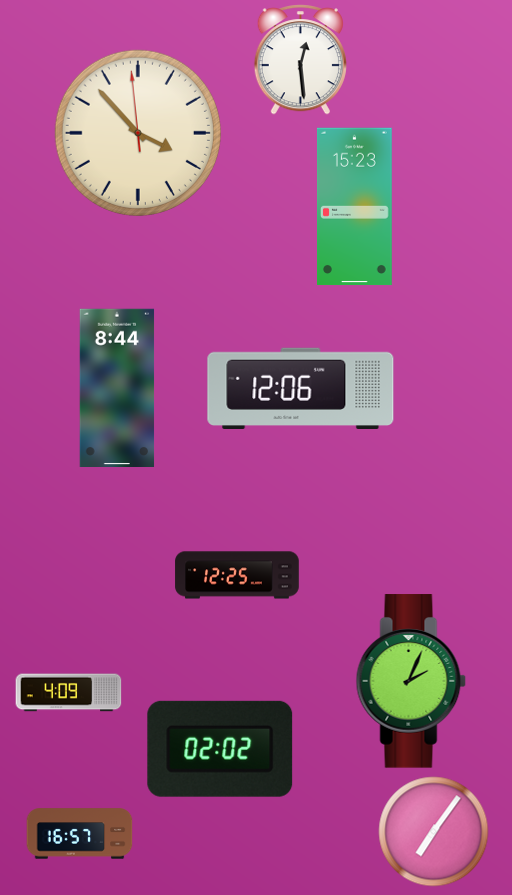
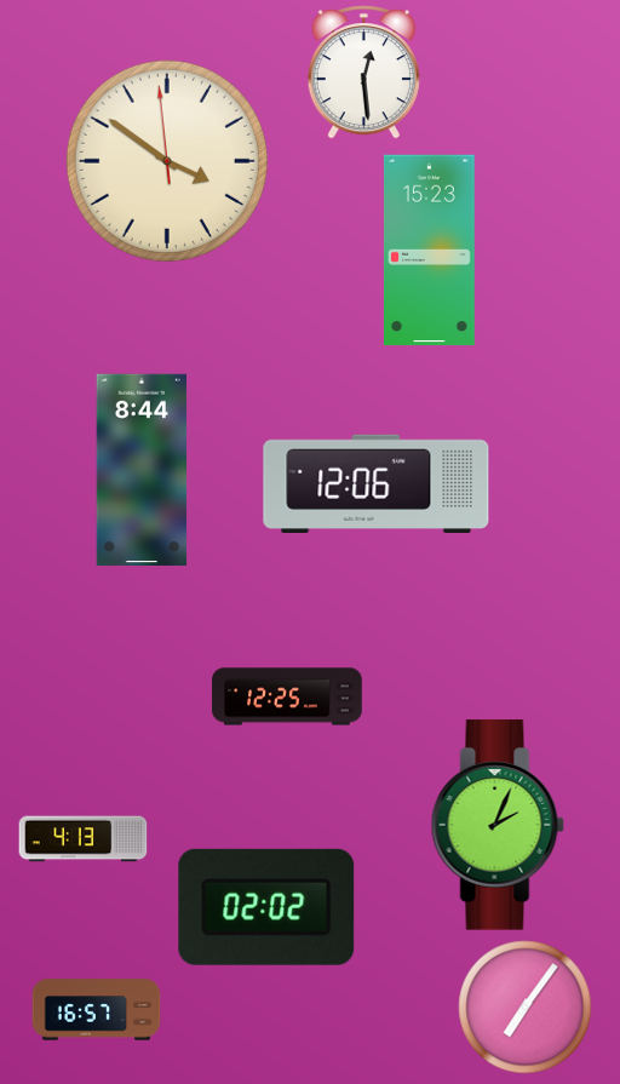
clock at (138, 133): 3:52 -> 3:50
clock at (301, 388) position: (301, 388) -> (377, 483)
clock at (69, 693): 4:09 -> 4:13
